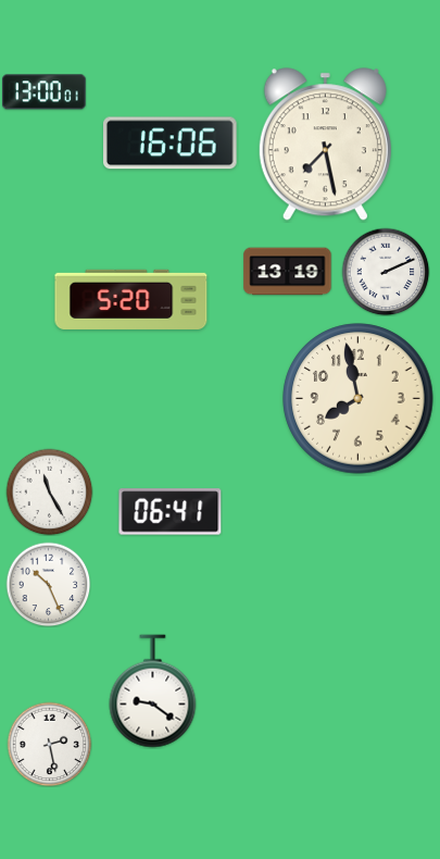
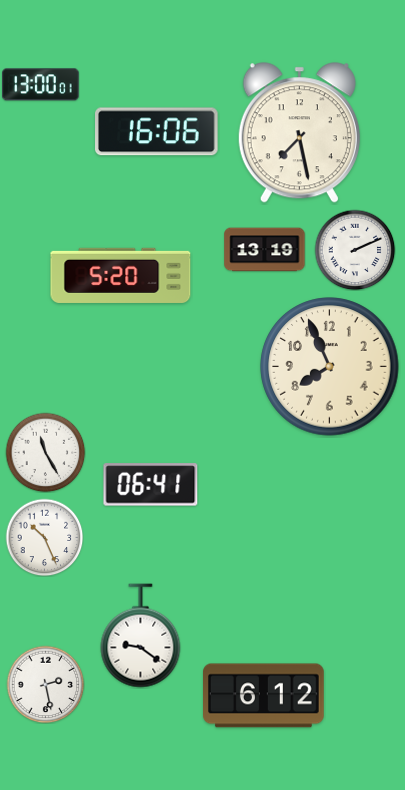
clock at (359, 399): 7:58 -> 7:56
clock at (171, 512) position: (171, 512) -> (151, 485)
clock at (264, 696): none -> 6:12
